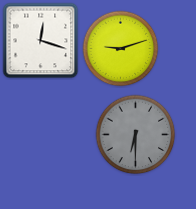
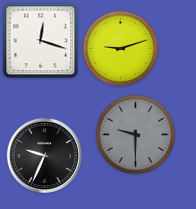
clock at (136, 135): 6:30 -> 9:30
clock at (44, 155): none -> 9:34
